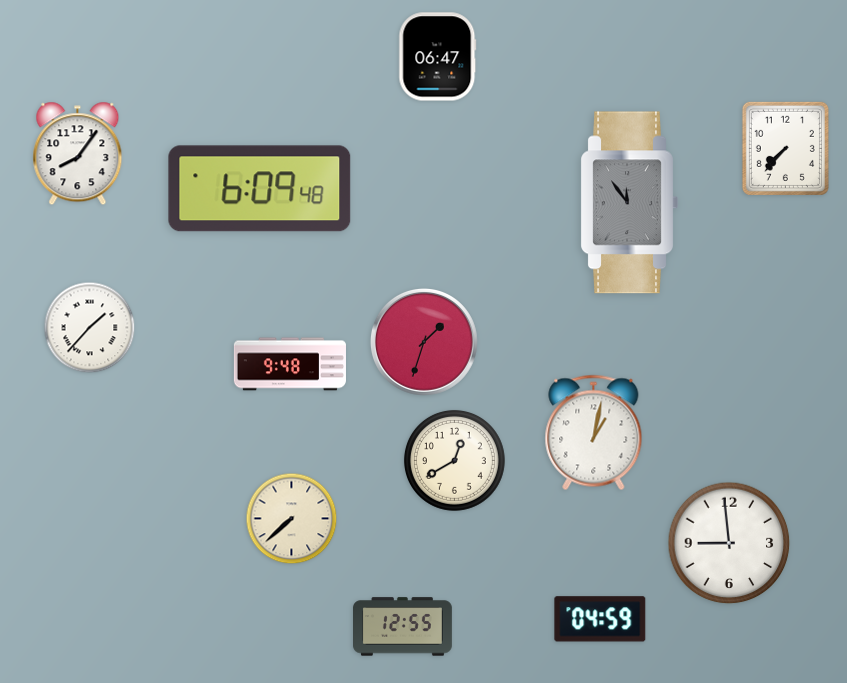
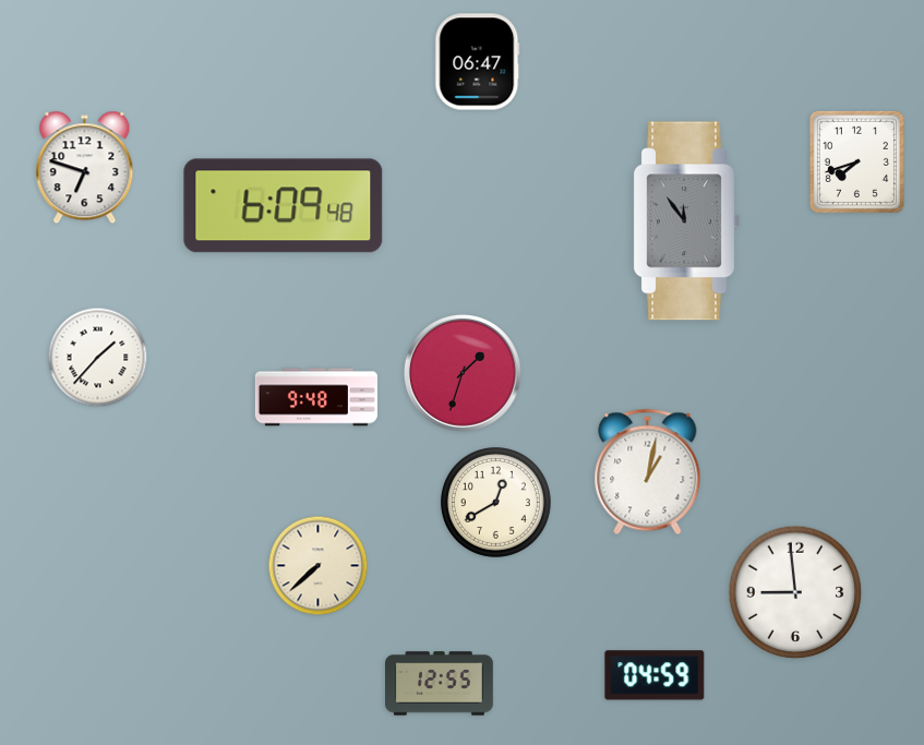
clock at (785, 148): 7:37 -> 7:42
clock at (78, 154): 8:06 -> 6:48
